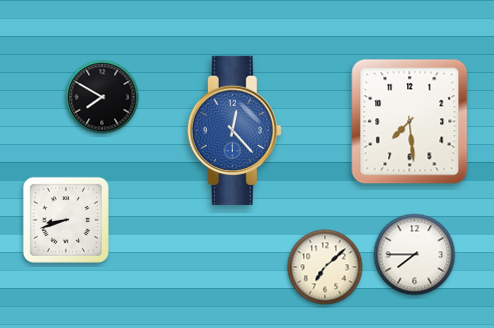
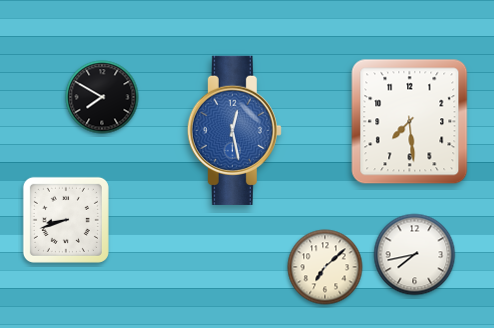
clock at (234, 130): 12:23 -> 12:28
clock at (415, 255): 7:45 -> 7:43
